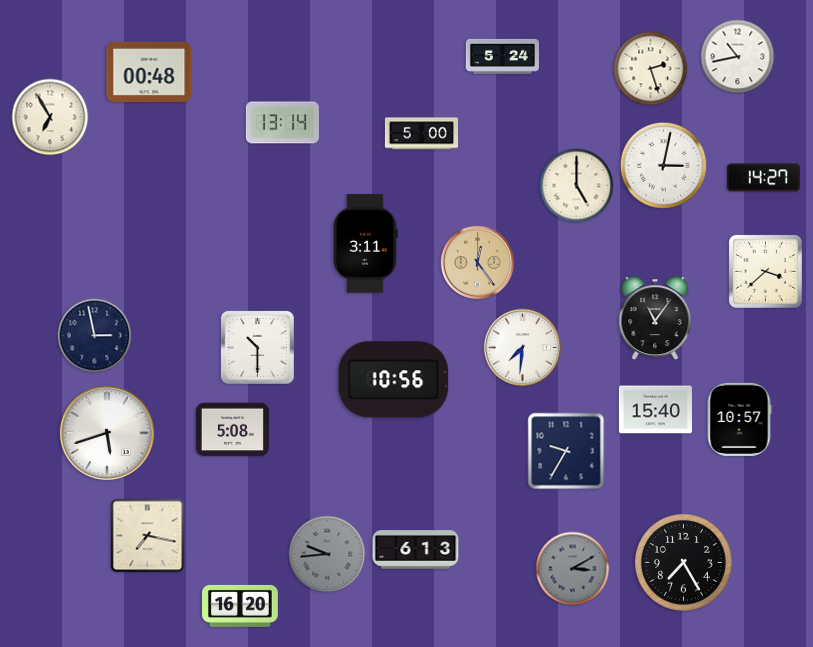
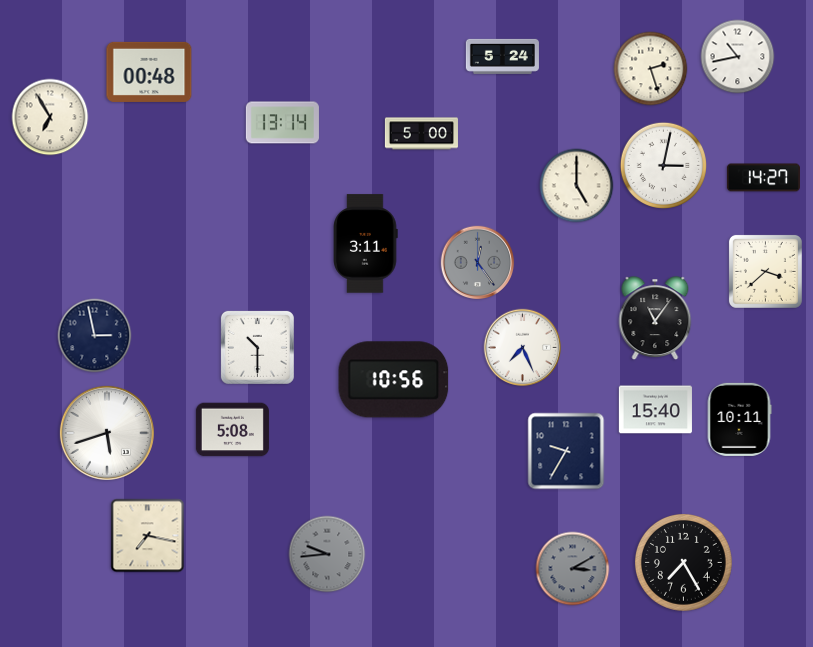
clock at (478, 263) dial: champagne -> grey
clock at (523, 348): 7:31 -> 7:26
clock at (739, 419): 10:57 -> 10:11
clock at (416, 550): 6:13 -> none
clock at (240, 606): 16:20 -> none
